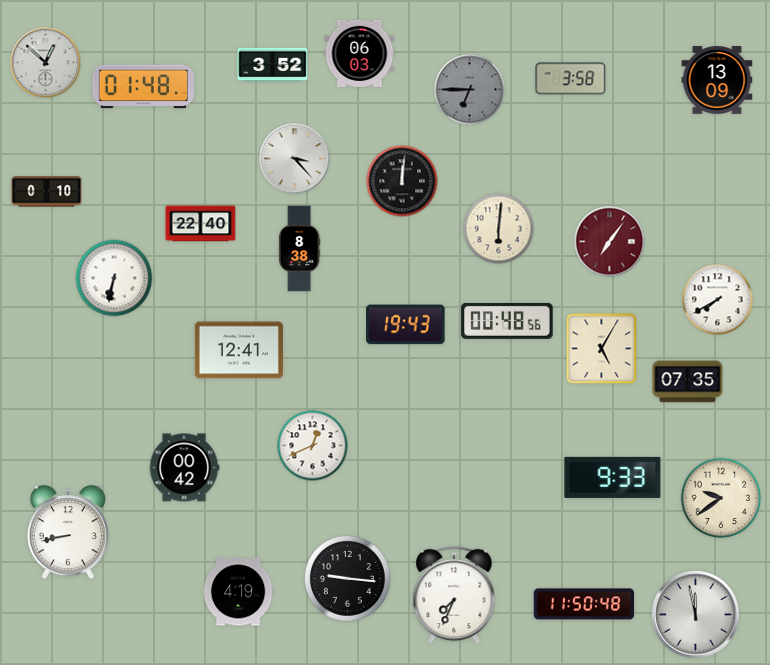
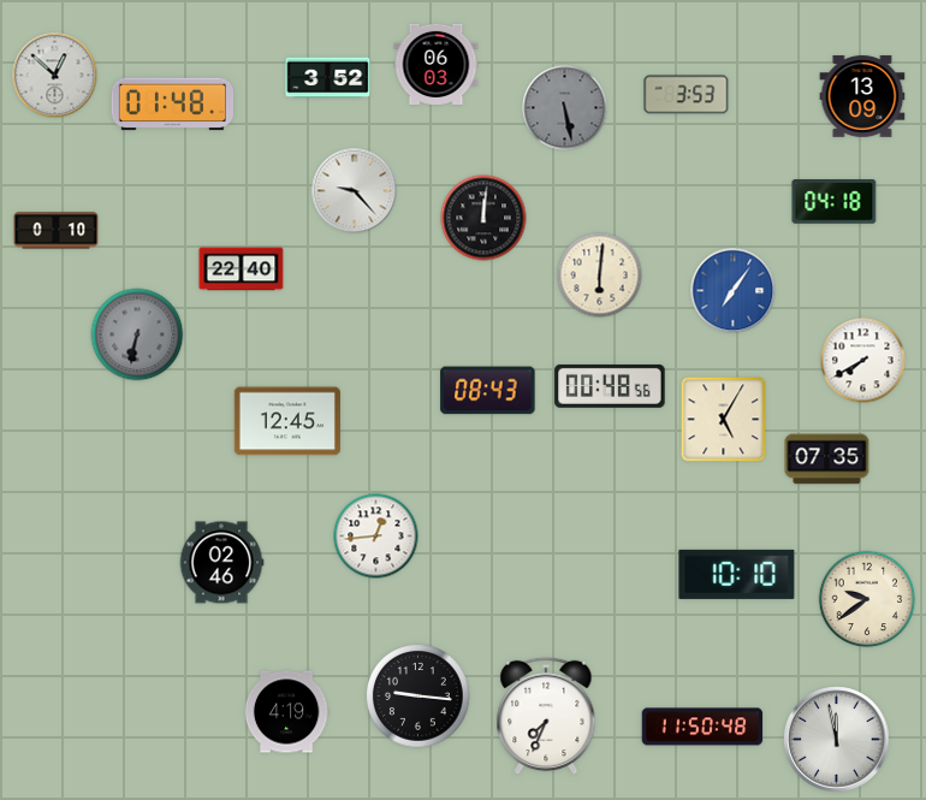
clock at (360, 53) position: (360, 53) -> (437, 64)
clock at (571, 79): 3:58 -> 3:53
clock at (470, 90): 6:45 -> 5:28
clock at (295, 159): 3:23 -> 9:23
clock at (835, 202): none -> 04:18
clock at (610, 242) dial: burgundy -> blue
clock at (300, 249): 8:38 -> none
clock at (114, 278) dial: white -> grey
clock at (406, 325): 19:43 -> 08:43
clock at (239, 350): 12:41 -> 12:45
clock at (313, 446): 12:41 -> 12:44
clock at (184, 468): 00:42 -> 02:46
clock at (613, 477): 9:33 -> 10:10
clock at (68, 533): 8:43 -> none
